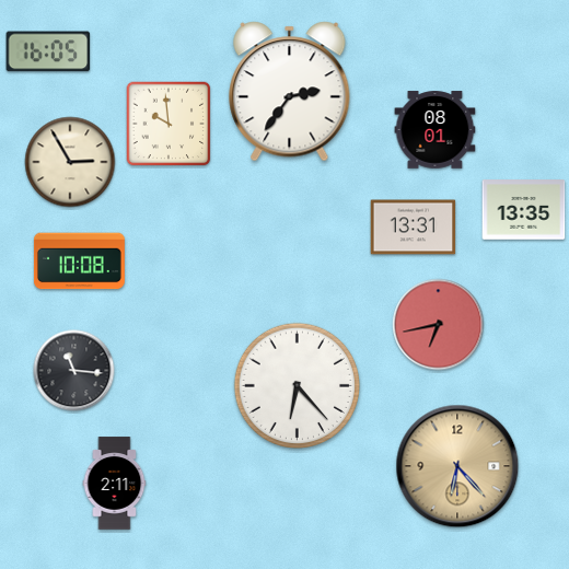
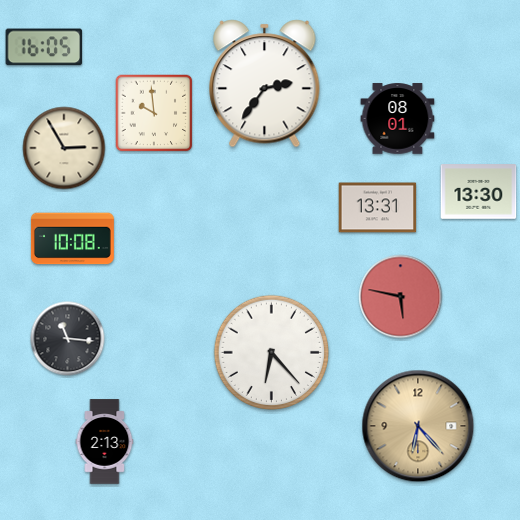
clock at (524, 210): 13:35 -> 13:30
clock at (439, 325): 6:43 -> 5:47
clock at (115, 484): 2:11 -> 2:13
